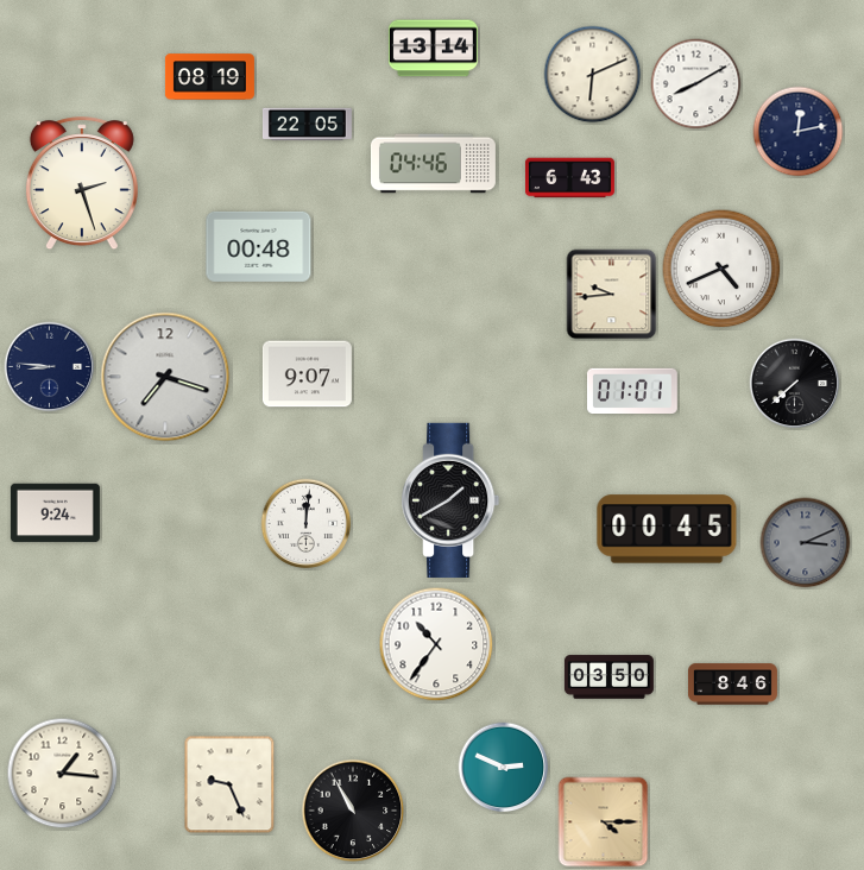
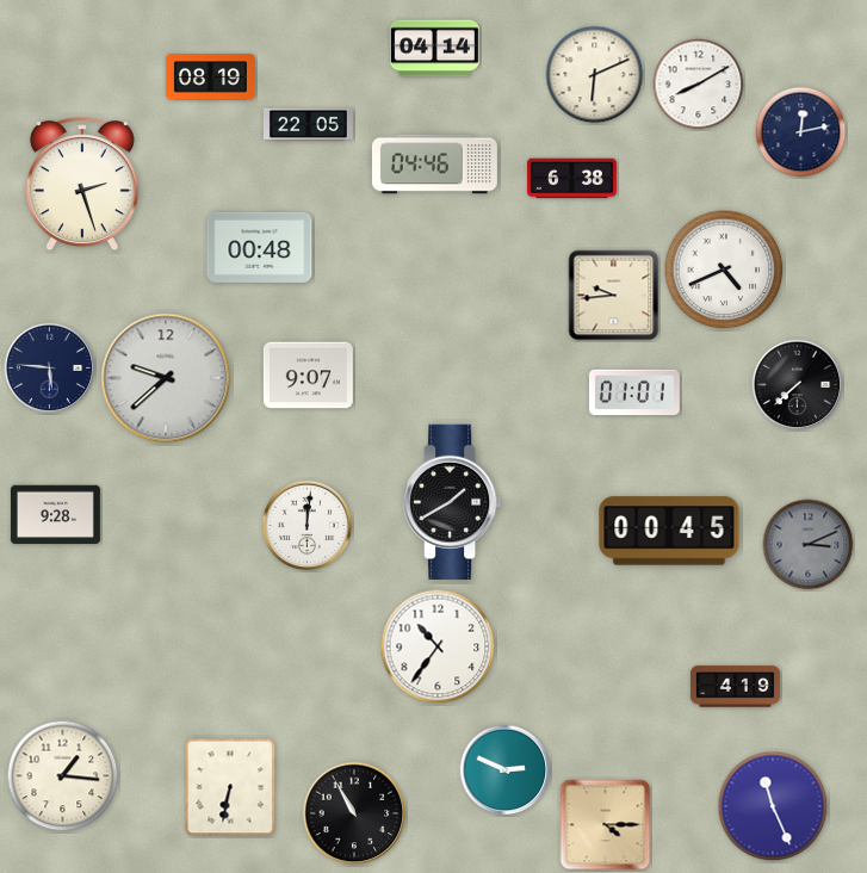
clock at (433, 49): 13:14 -> 04:14
clock at (569, 178): 6:43 -> 6:38
clock at (50, 367): 8:46 -> 5:46
clock at (165, 377): 7:18 -> 9:38
clock at (55, 513): 9:24 -> 9:28
clock at (608, 677): 03:50 -> none
clock at (732, 685): 8:46 -> 4:19
clock at (229, 784): 9:26 -> 6:32
clock at (773, 806): none -> 11:26
